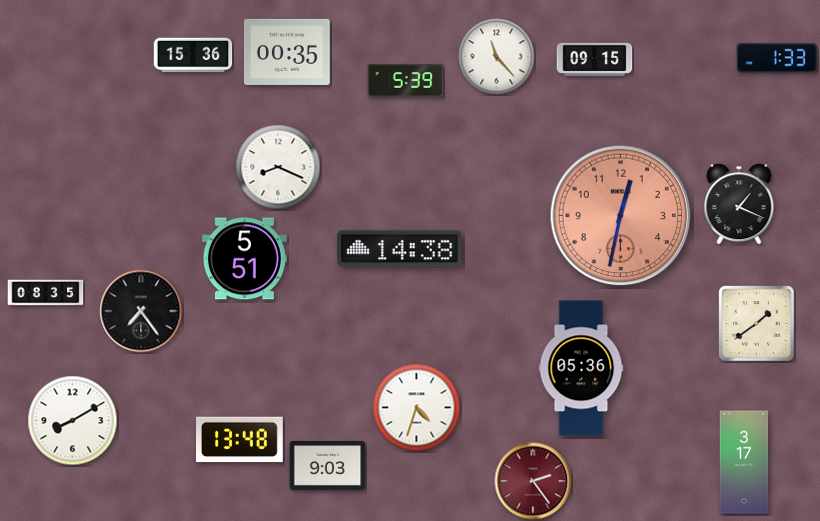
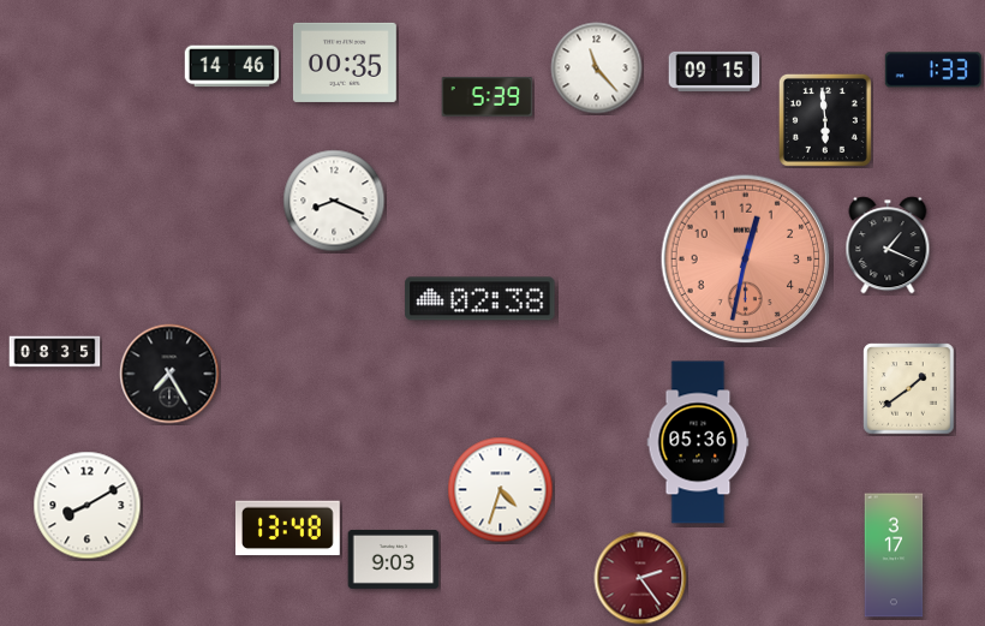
clock at (193, 55): 15:36 -> 14:46
clock at (825, 120): none -> 5:59
clock at (400, 249): 14:38 -> 02:38
clock at (244, 259): 5:51 -> none
clock at (141, 311): 7:24 -> 7:25
